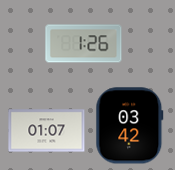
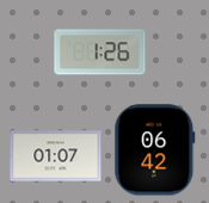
clock at (130, 126): 03:42 -> 06:42
